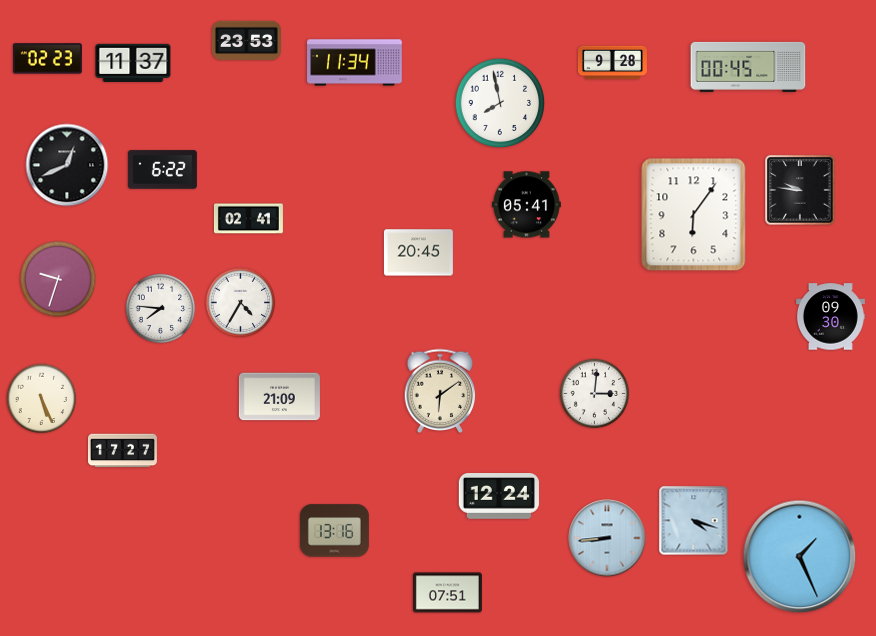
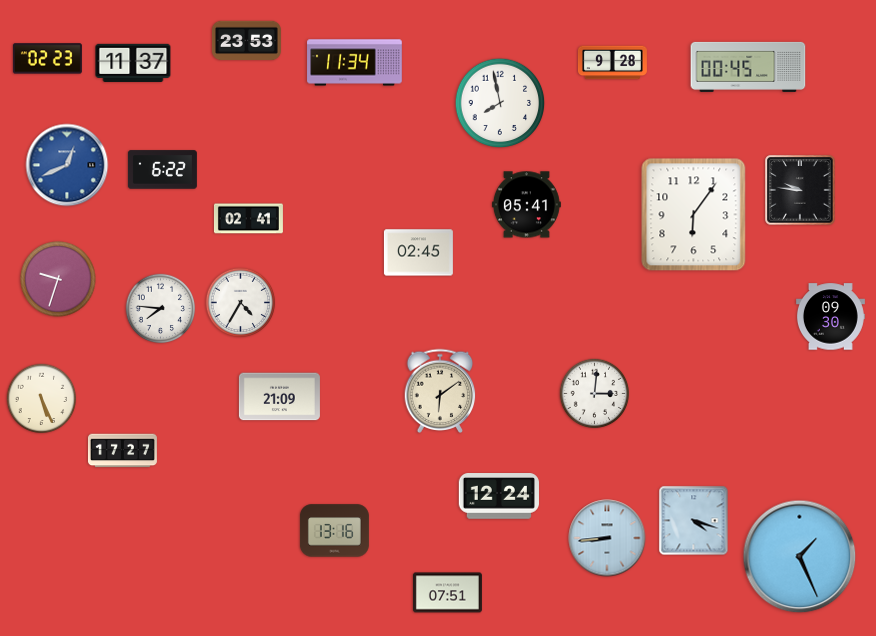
clock at (67, 165) dial: black -> blue
clock at (418, 253): 20:45 -> 02:45
